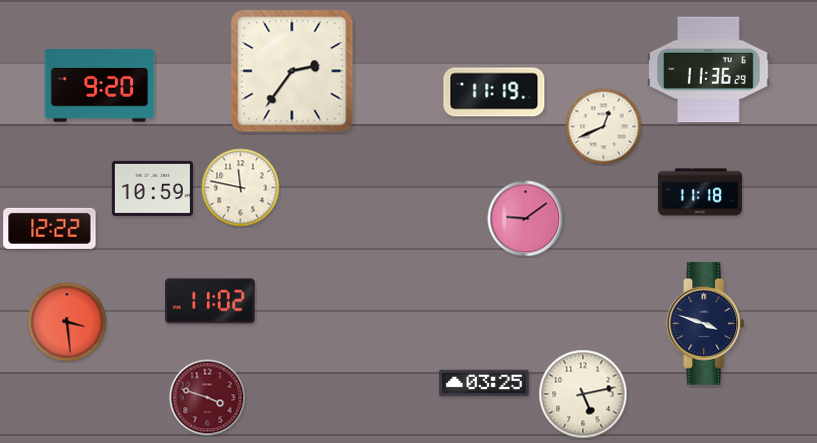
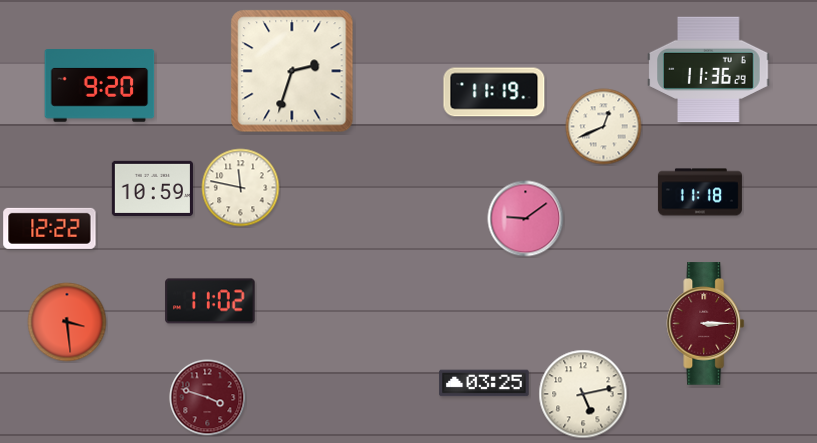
clock at (292, 71): 2:36 -> 2:33
clock at (706, 324): 3:48 -> 3:15
clock at (706, 324) dial: navy -> burgundy
